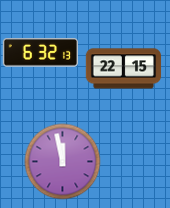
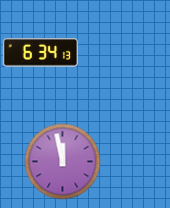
clock at (40, 53): 6:32 -> 6:34
clock at (124, 69): 22:15 -> none
